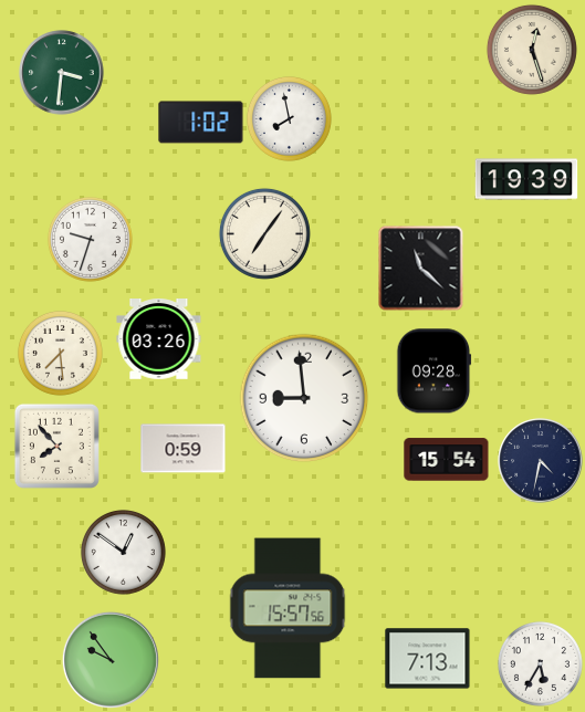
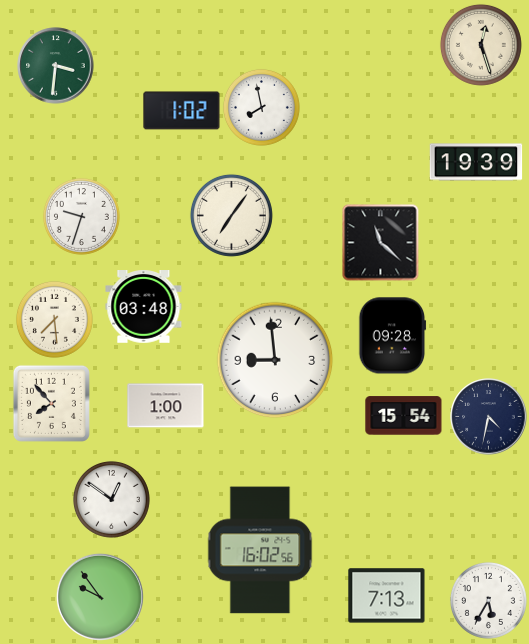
clock at (264, 233) position: (264, 233) -> (231, 215)
clock at (159, 339): 03:26 -> 03:48
clock at (184, 449): 0:59 -> 1:00
clock at (288, 608): 15:57 -> 16:02
